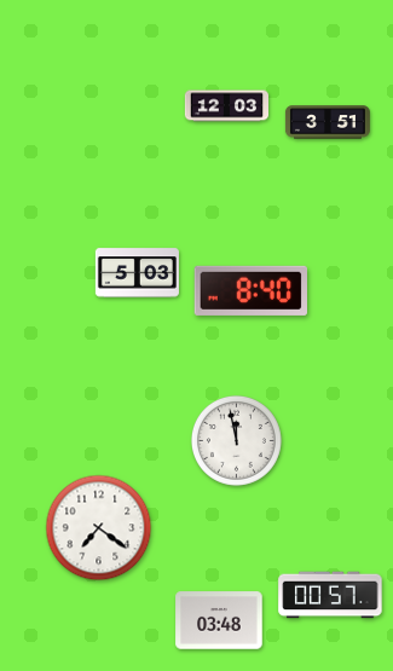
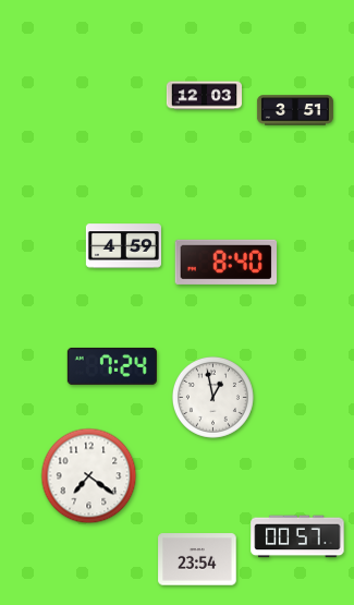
clock at (137, 273): 5:03 -> 4:59
clock at (112, 366): none -> 7:24
clock at (236, 440): 11:58 -> 12:58
clock at (219, 620): 03:48 -> 23:54
